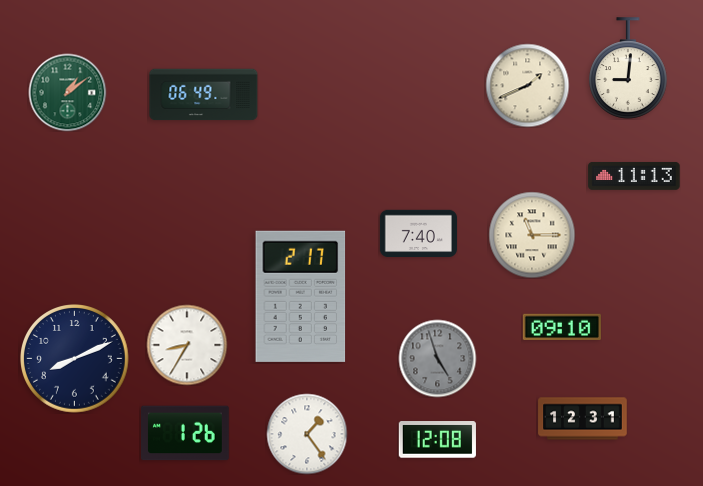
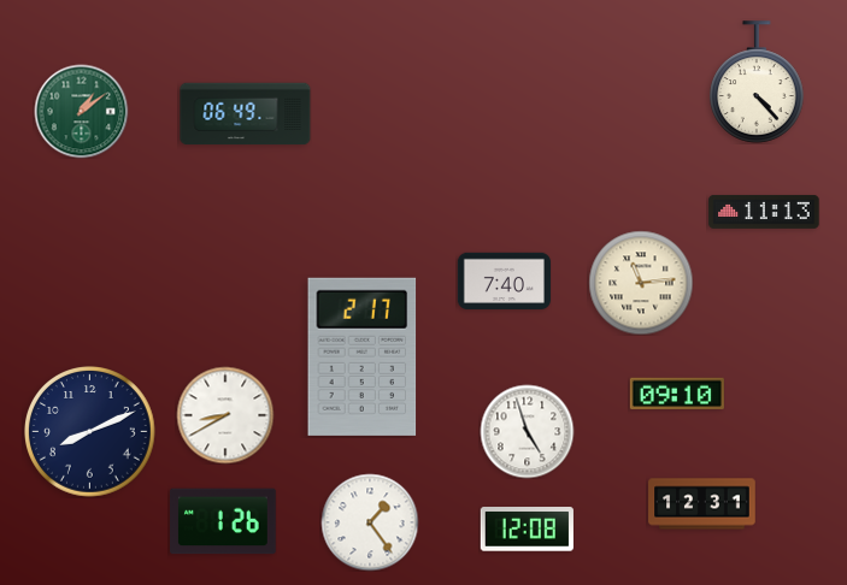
clock at (628, 68): 9:01 -> 4:23
clock at (527, 85): 1:41 -> none
clock at (532, 235): 11:15 -> 11:14
clock at (187, 345): 8:35 -> 8:40
clock at (437, 358) dial: grey -> white
